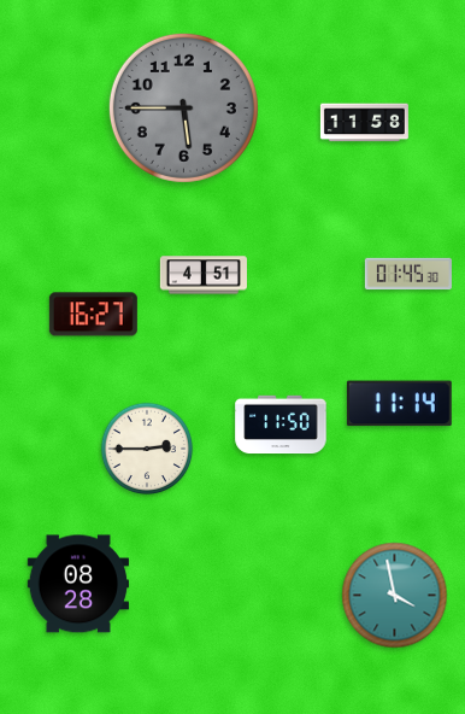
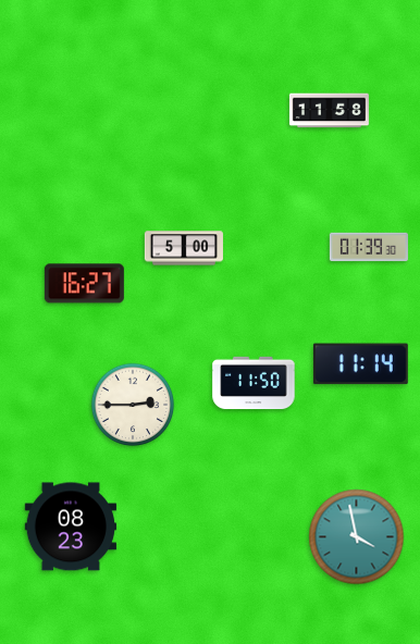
clock at (183, 107): 5:45 -> none
clock at (408, 274): 01:45 -> 01:39
clock at (204, 275): 4:51 -> 5:00
clock at (78, 584): 08:28 -> 08:23
